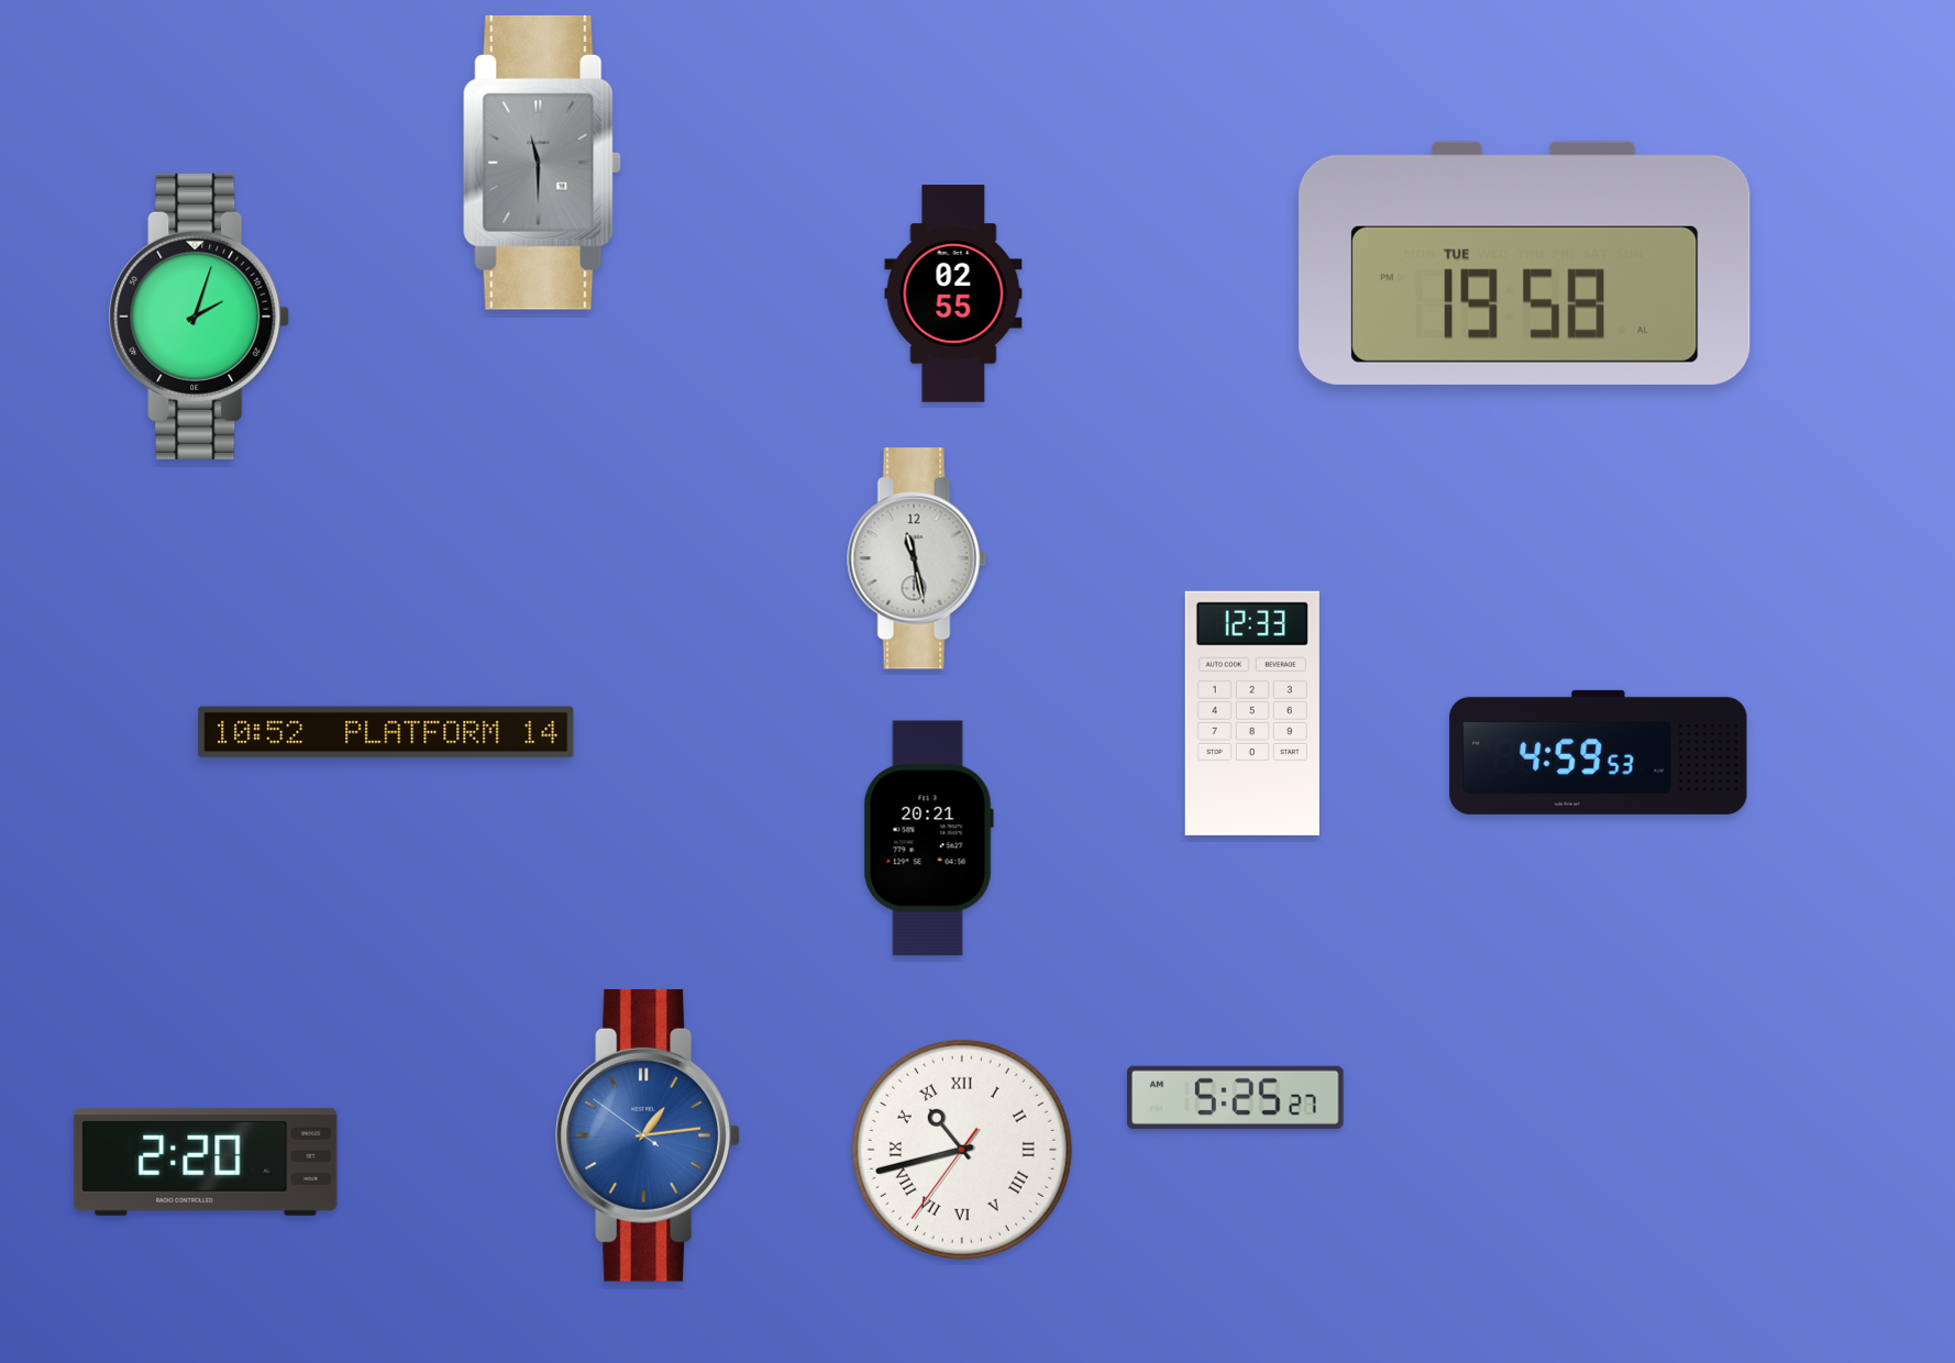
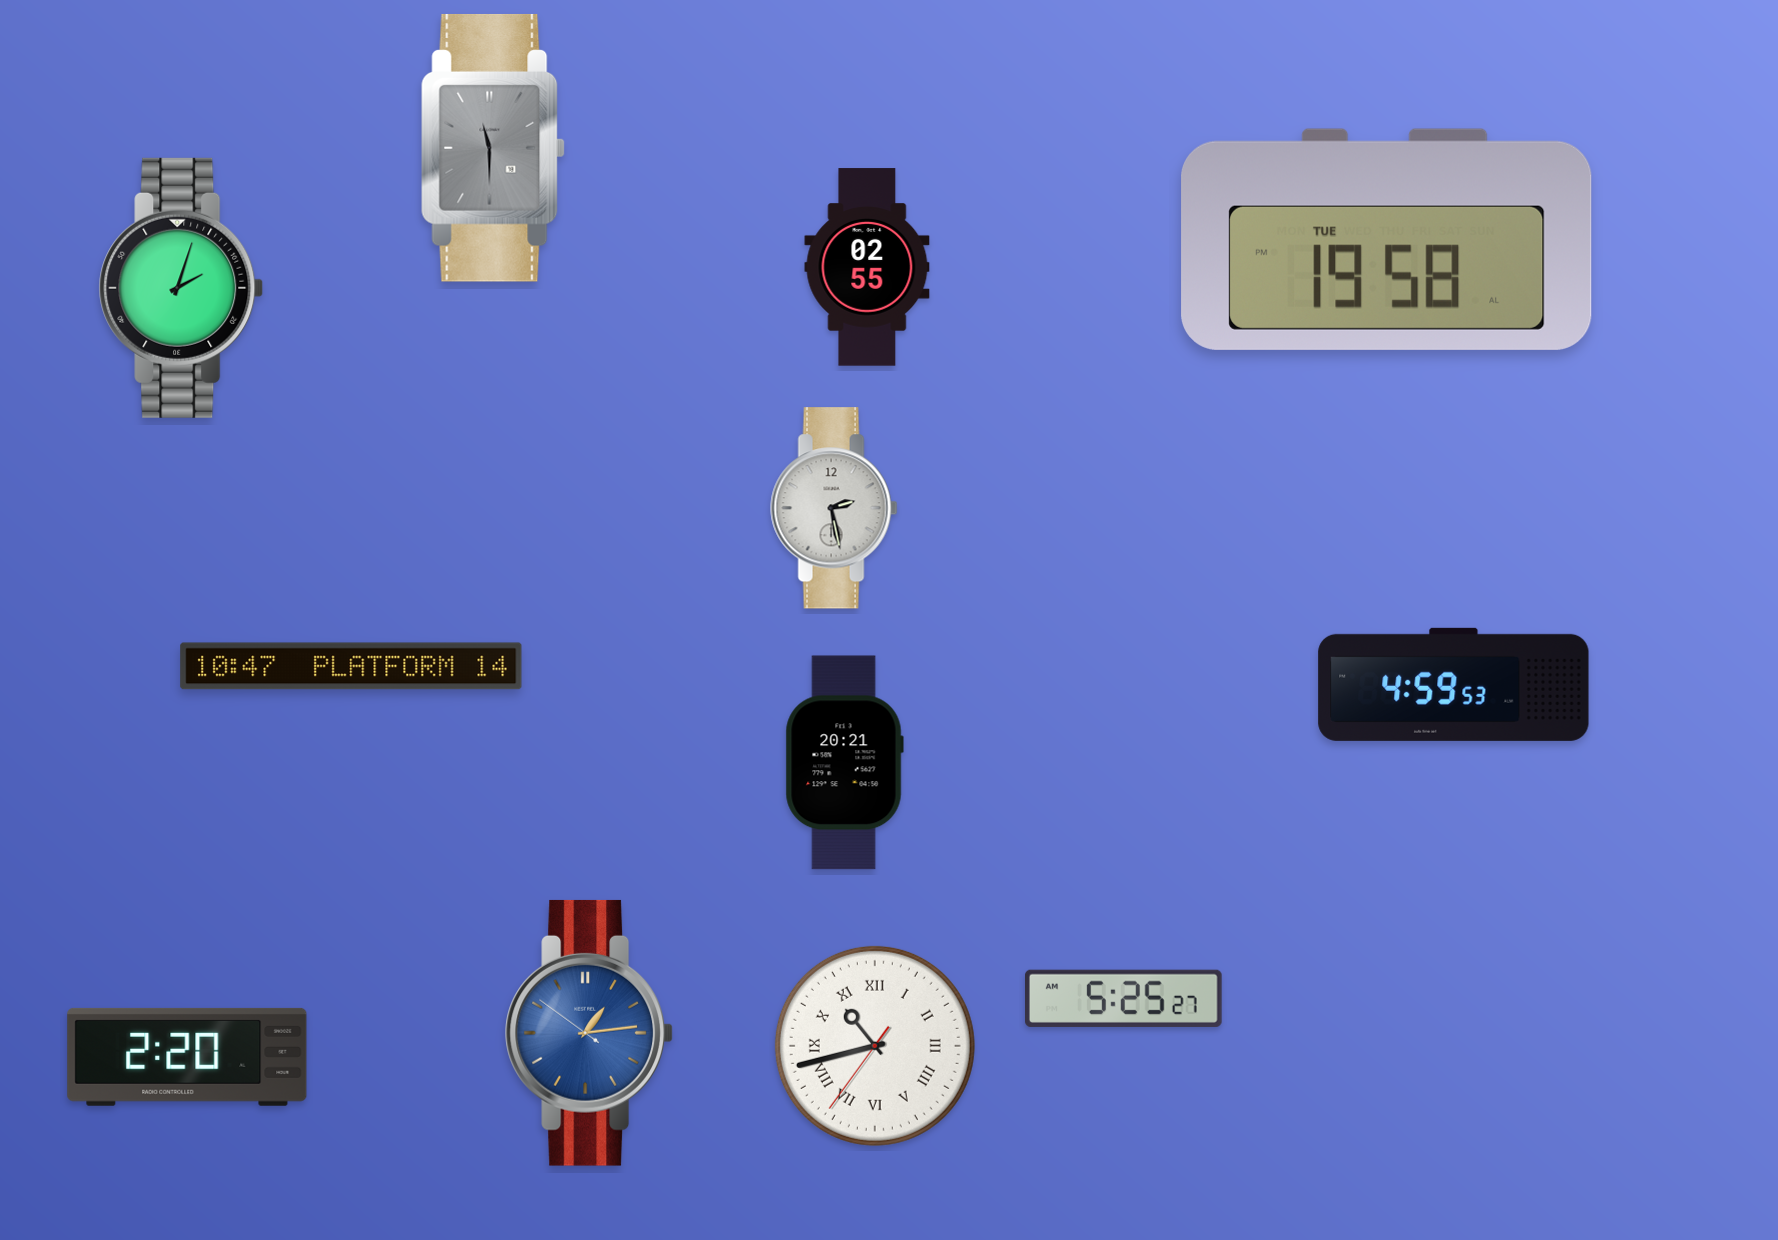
clock at (917, 558): 11:28 -> 2:28
clock at (1252, 713): 12:33 -> none
clock at (386, 732): 10:52 -> 10:47
